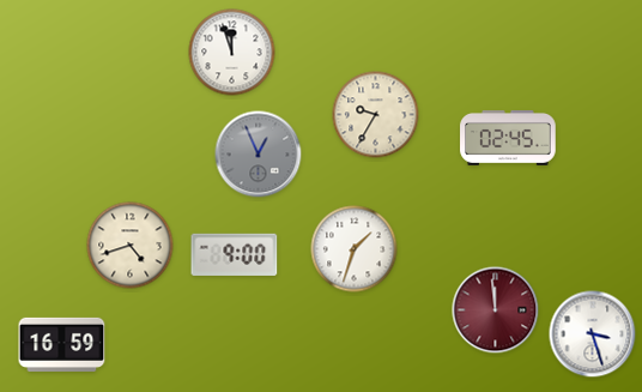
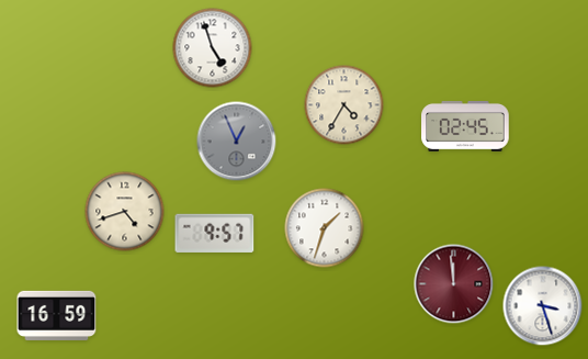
clock at (232, 53): 11:57 -> 4:57
clock at (376, 115): 9:35 -> 4:35
clock at (131, 246) position: (131, 246) -> (125, 212)
clock at (235, 254): 9:00 -> 9:57
